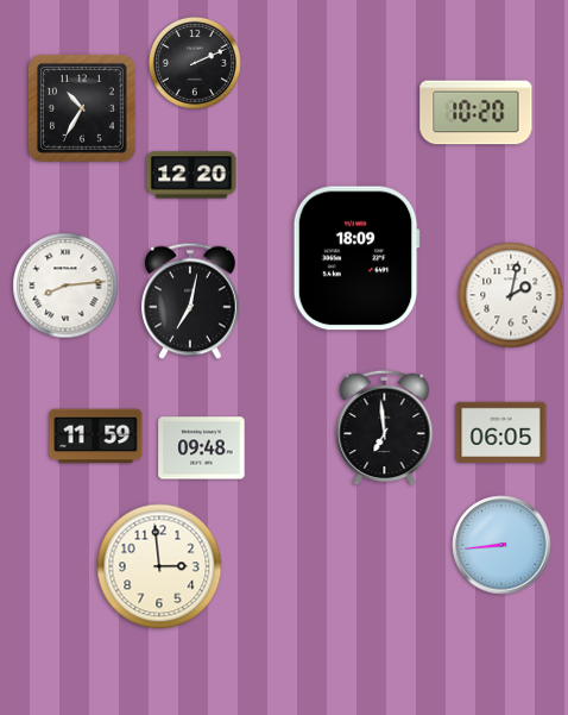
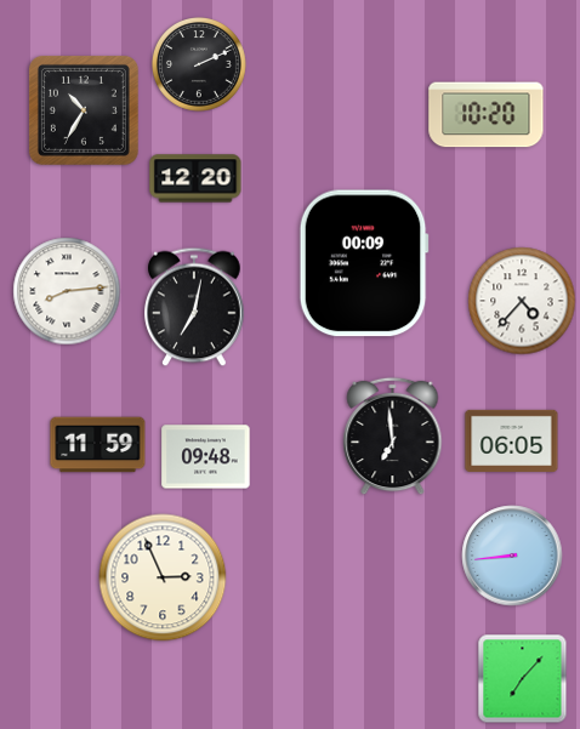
clock at (356, 258): 18:09 -> 00:09
clock at (511, 295): 2:02 -> 4:37
clock at (159, 566): 2:59 -> 2:56
clock at (523, 679): none -> 7:07
